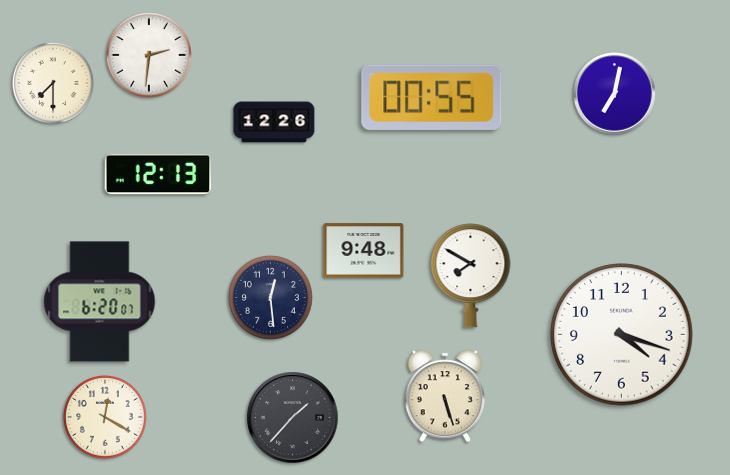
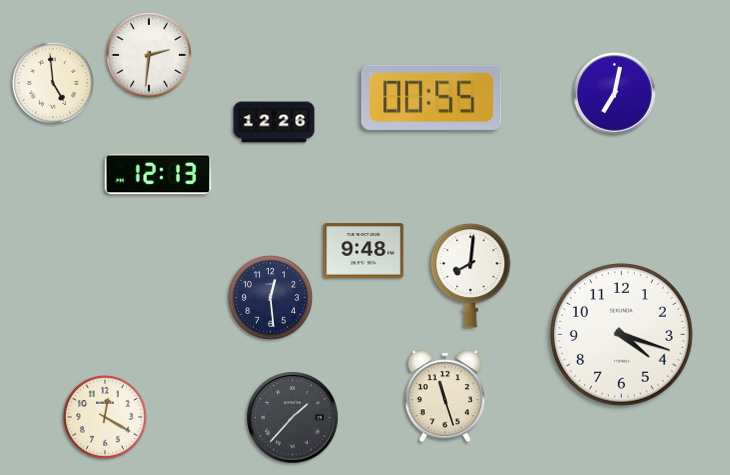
clock at (53, 83): 7:30 -> 4:59
clock at (471, 276): 7:50 -> 8:01
clock at (100, 302): 6:20 -> none
clock at (445, 396): 5:27 -> 11:27
